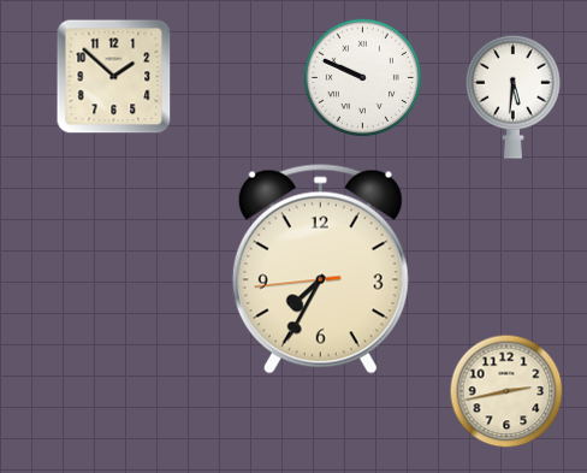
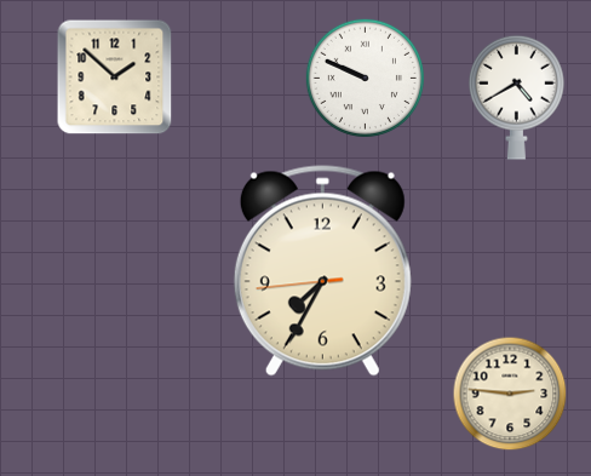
clock at (514, 96): 5:31 -> 4:40
clock at (506, 391): 2:43 -> 2:46
